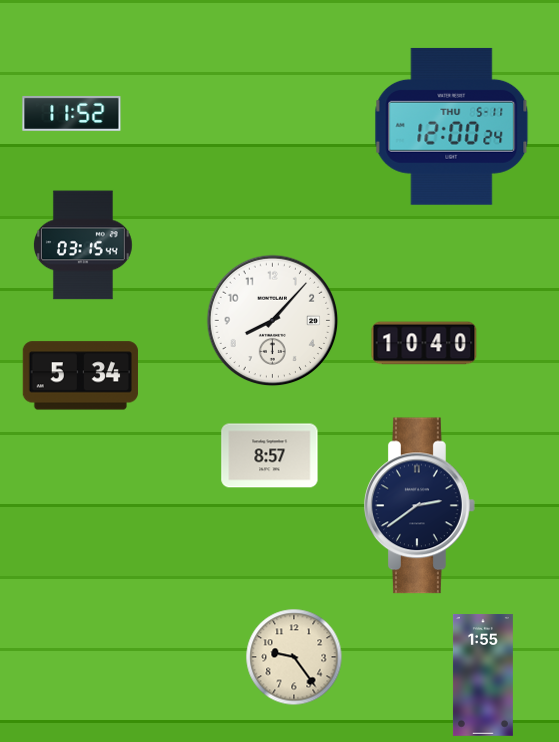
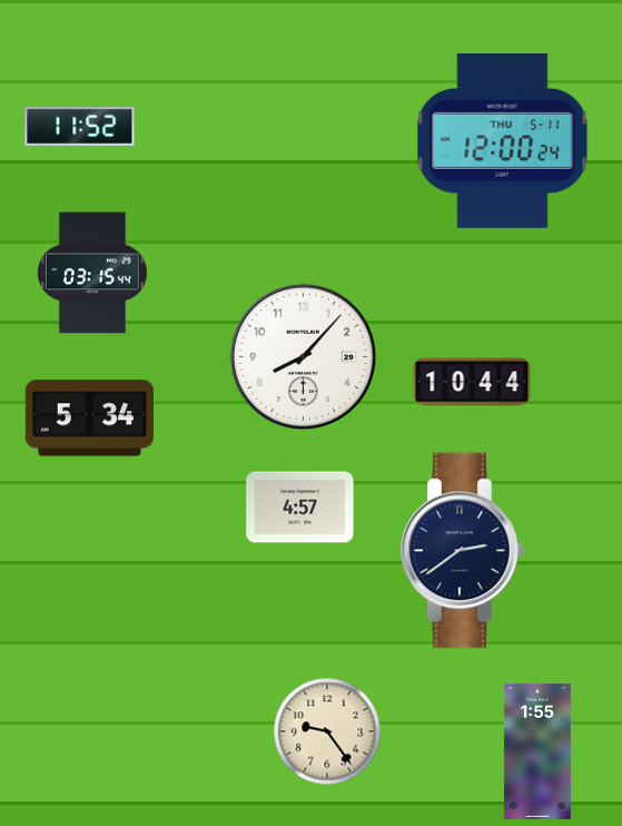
clock at (424, 343): 10:40 -> 10:44
clock at (270, 456): 8:57 -> 4:57
clock at (420, 506) position: (420, 506) -> (463, 551)
